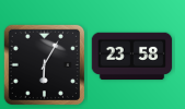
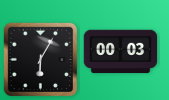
clock at (132, 57): 23:58 -> 00:03
